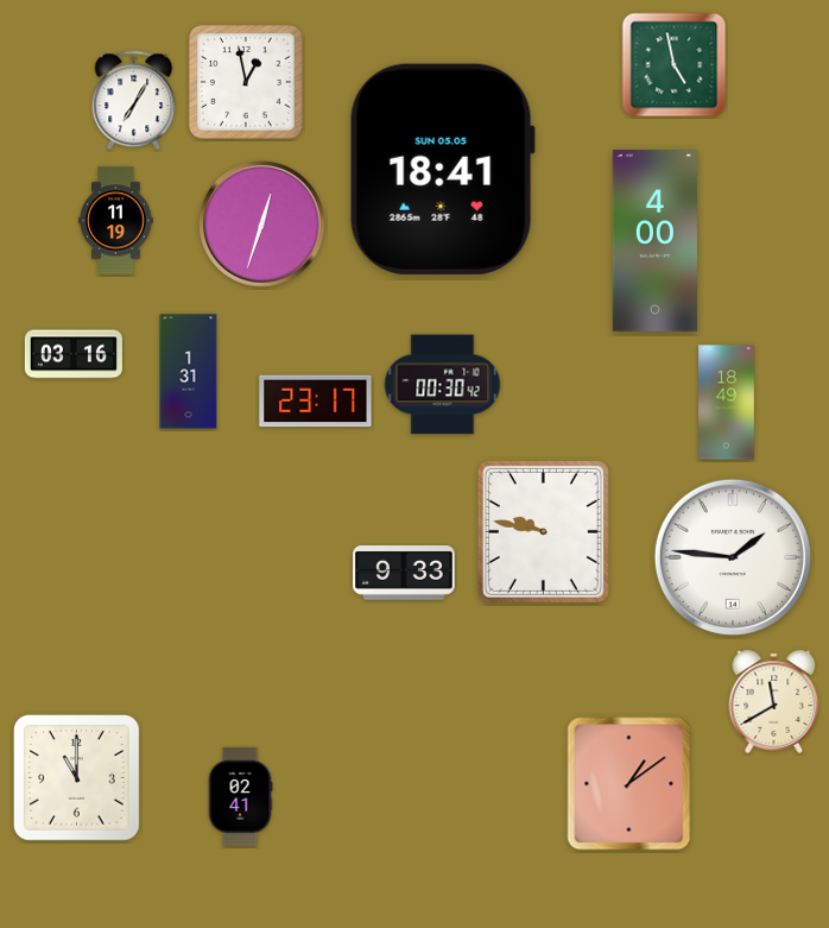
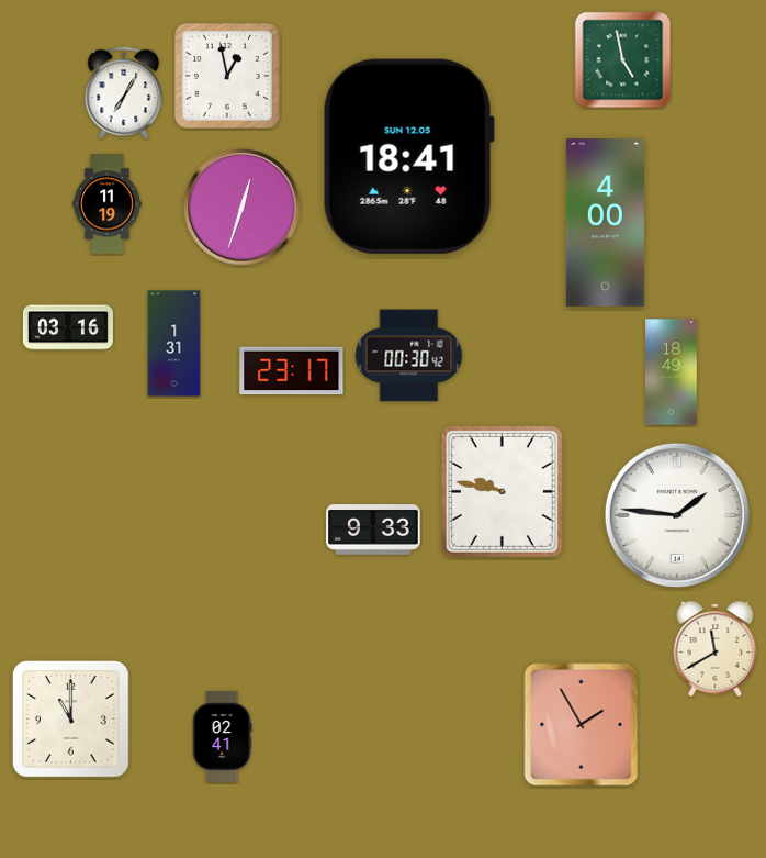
clock at (442, 169) date: SUN 05.05 -> SUN 12.05
clock at (629, 784): 1:09 -> 1:55
